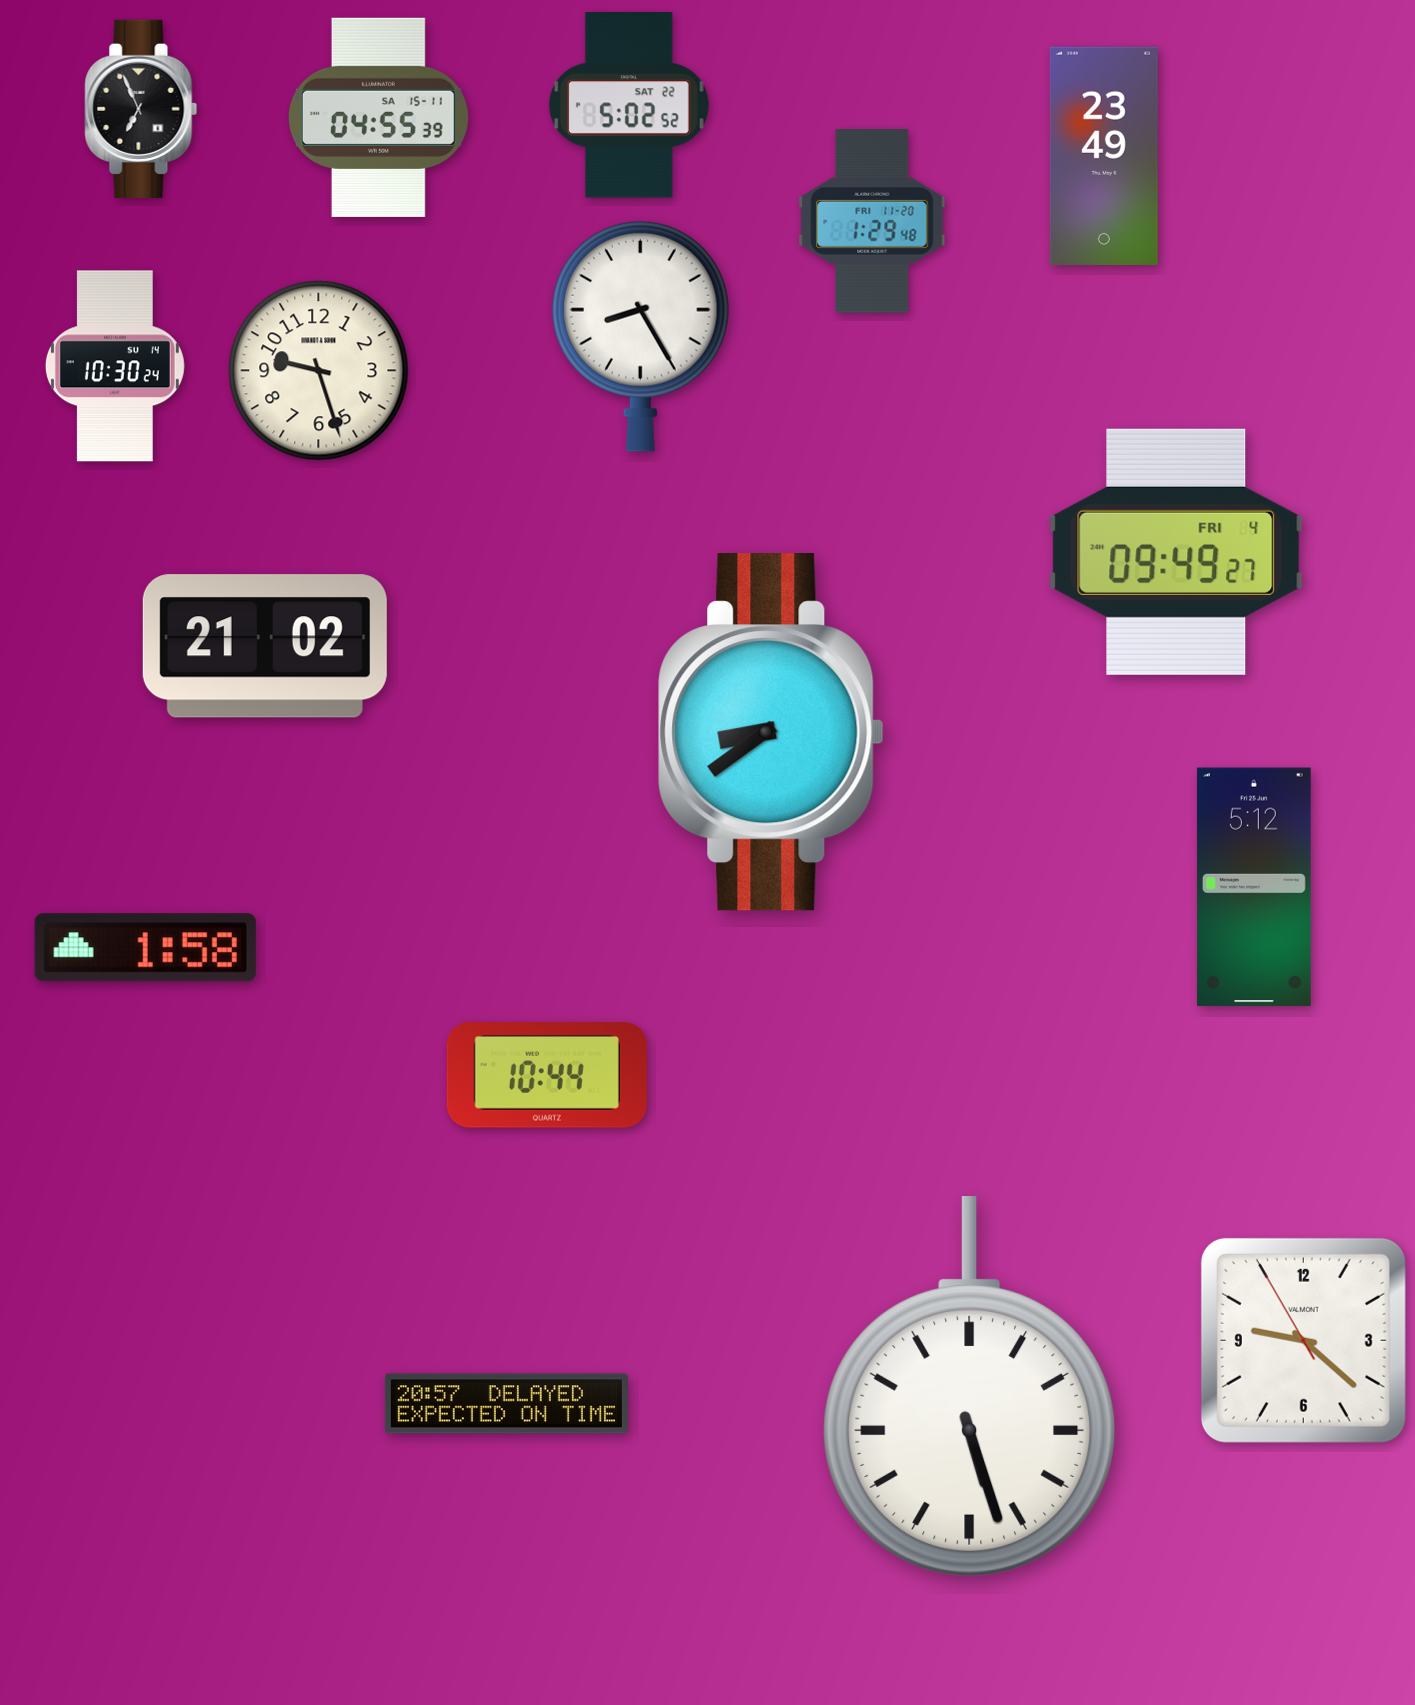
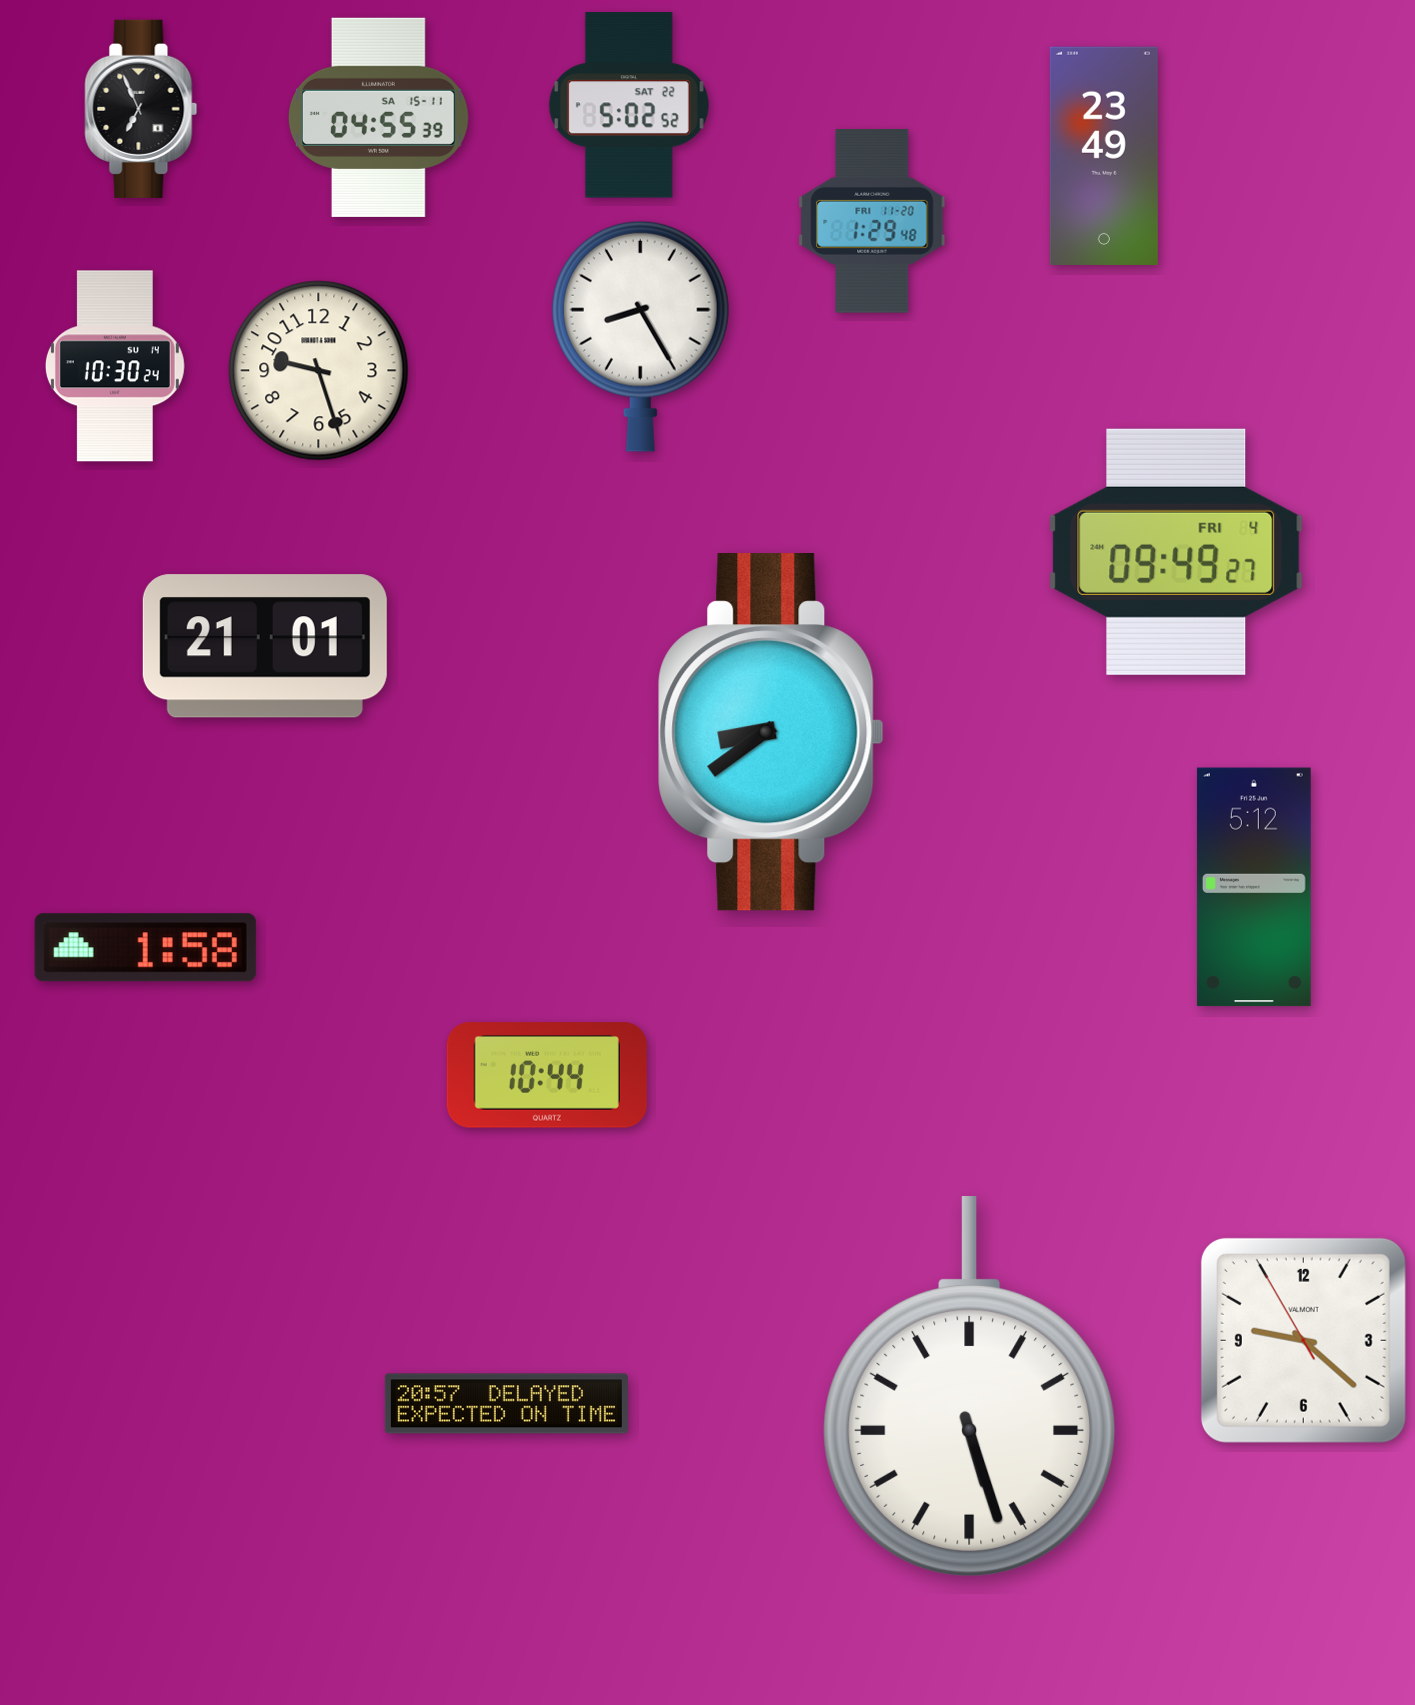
clock at (265, 646): 21:02 -> 21:01
